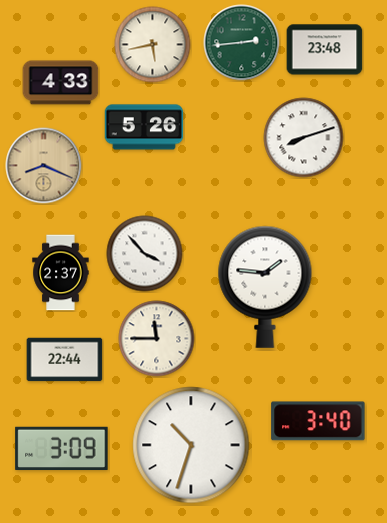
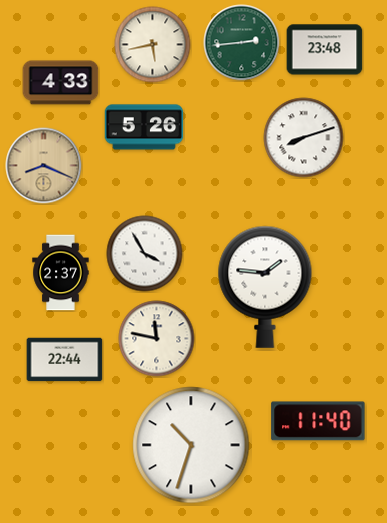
clock at (145, 254): 3:53 -> 3:55
clock at (157, 339): 11:45 -> 11:47
clock at (318, 421): 3:40 -> 11:40
clock at (62, 449): 3:09 -> none
